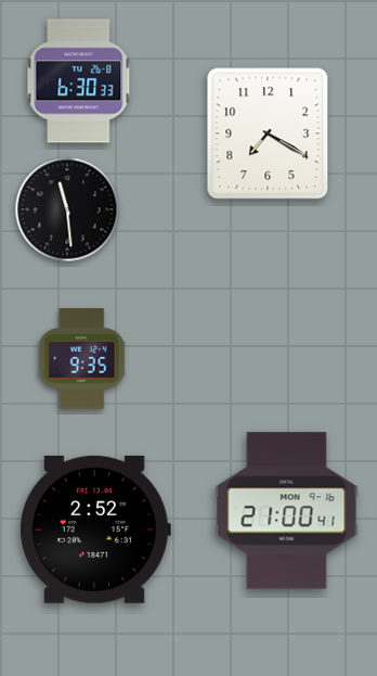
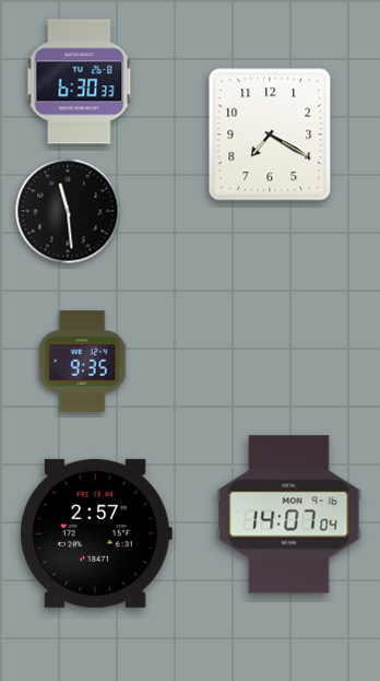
clock at (287, 511): 21:00 -> 14:07
clock at (95, 530): 2:52 -> 2:57
